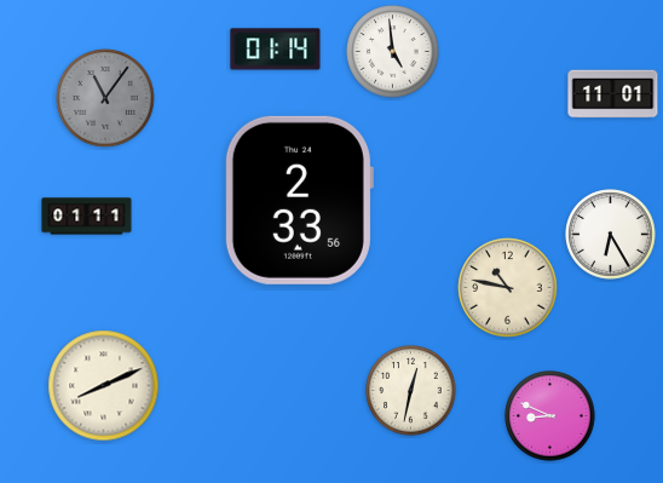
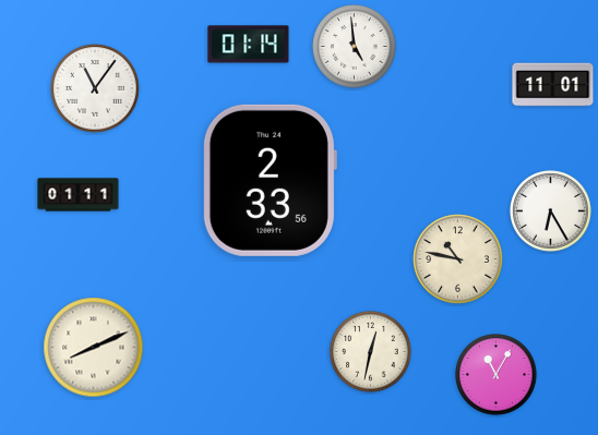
clock at (105, 98) dial: grey -> white
clock at (550, 416): 8:49 -> 11:05
